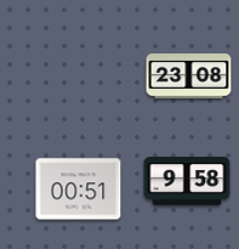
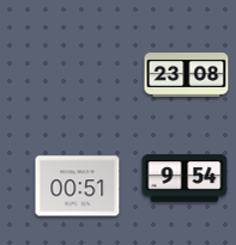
clock at (187, 181): 9:58 -> 9:54
